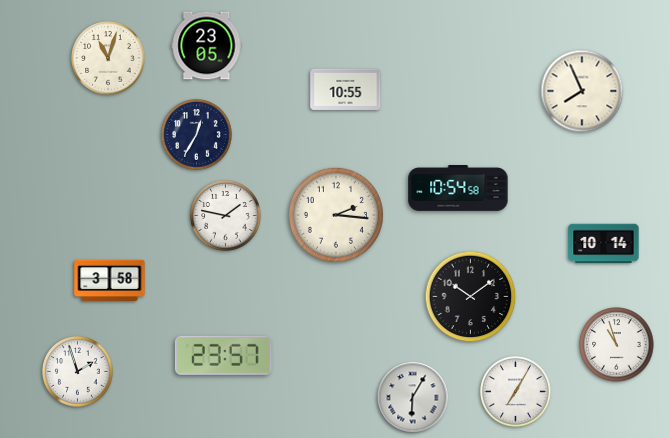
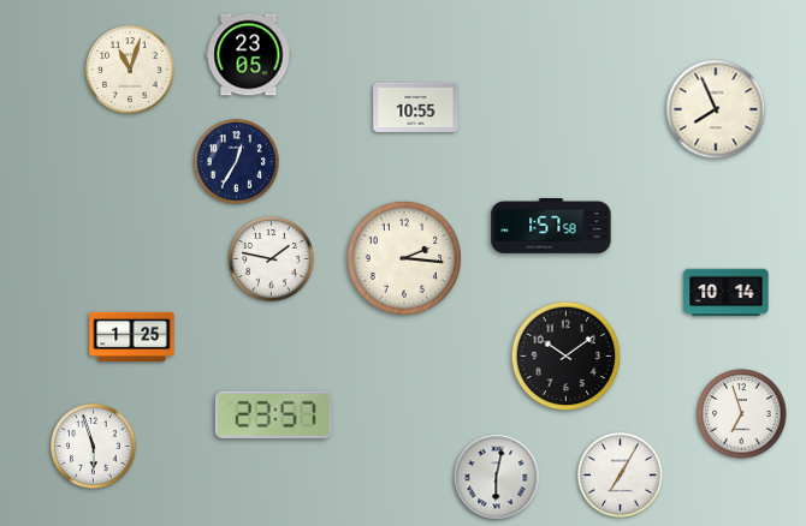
clock at (582, 91) position: (582, 91) -> (716, 109)
clock at (458, 189): 10:54 -> 1:57
clock at (110, 280): 3:58 -> 1:25
clock at (617, 345): 10:57 -> 6:57
clock at (223, 355) position: (223, 355) -> (273, 414)
clock at (78, 372): 1:57 -> 5:57
clock at (516, 392) position: (516, 392) -> (621, 476)
clock at (413, 398): 6:05 -> 6:02
